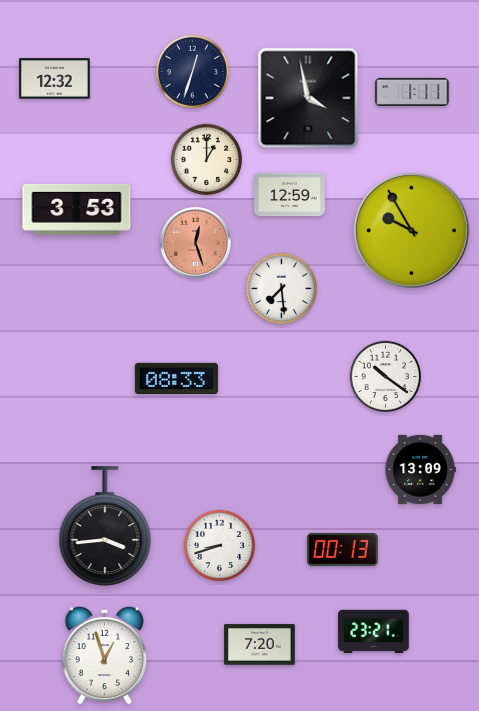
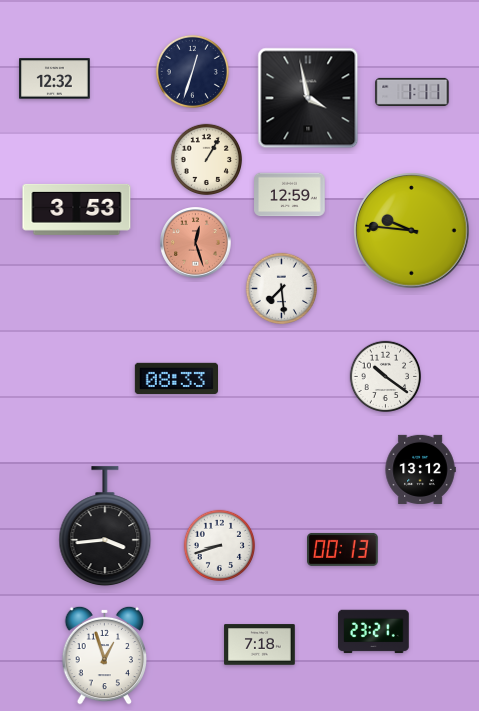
clock at (206, 159): 1:00 -> 1:05
clock at (412, 231): 9:55 -> 9:46
clock at (420, 469): 13:09 -> 13:12
clock at (260, 645): 7:20 -> 7:18
